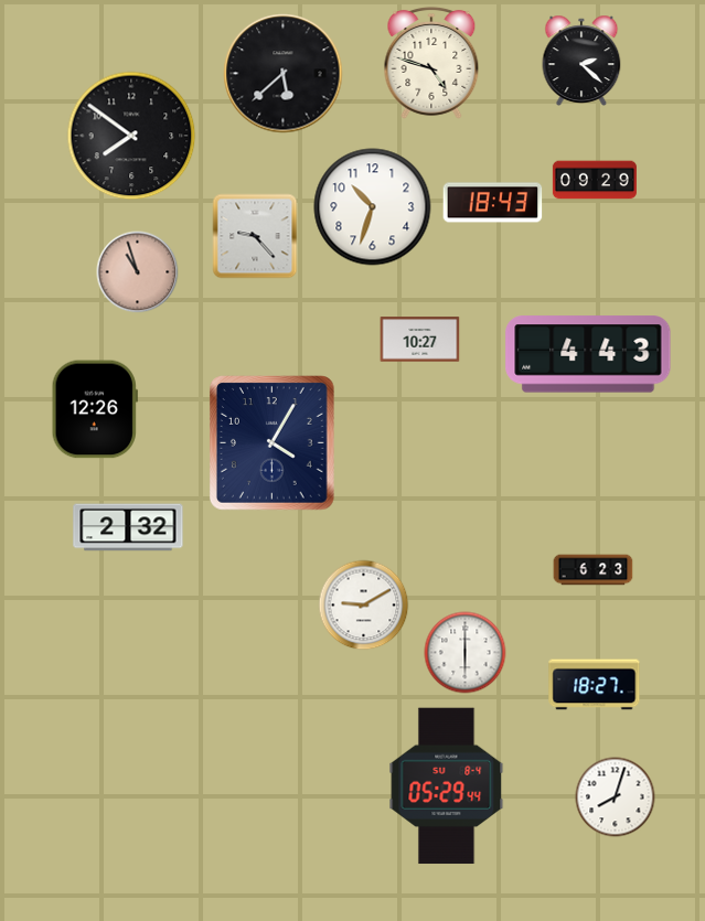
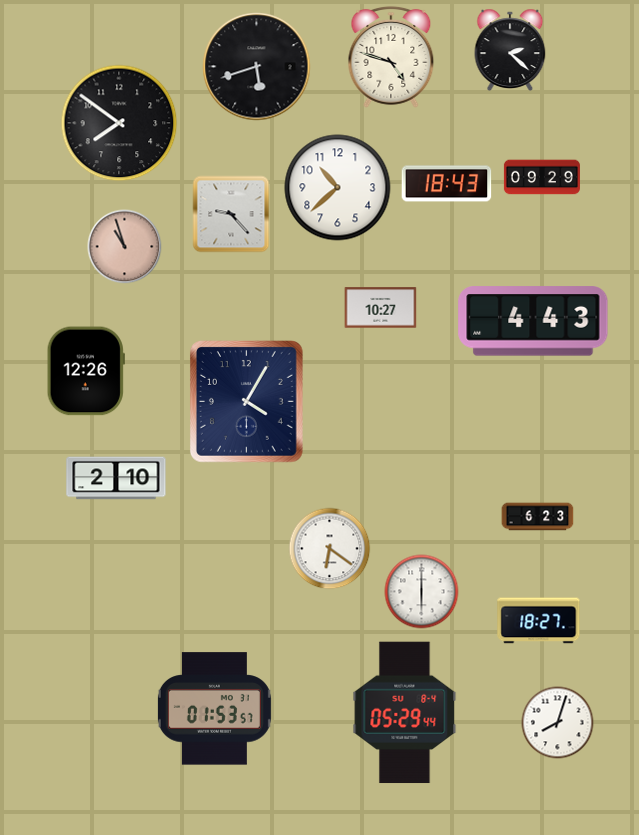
clock at (581, 60) position: (581, 60) -> (510, 49)
clock at (284, 74): 5:38 -> 5:42
clock at (595, 180) position: (595, 180) -> (542, 177)
clock at (373, 207): 10:33 -> 10:38
clock at (128, 527): 2:32 -> 2:10
clock at (364, 606): 9:10 -> 6:21
clock at (214, 709): none -> 01:53
